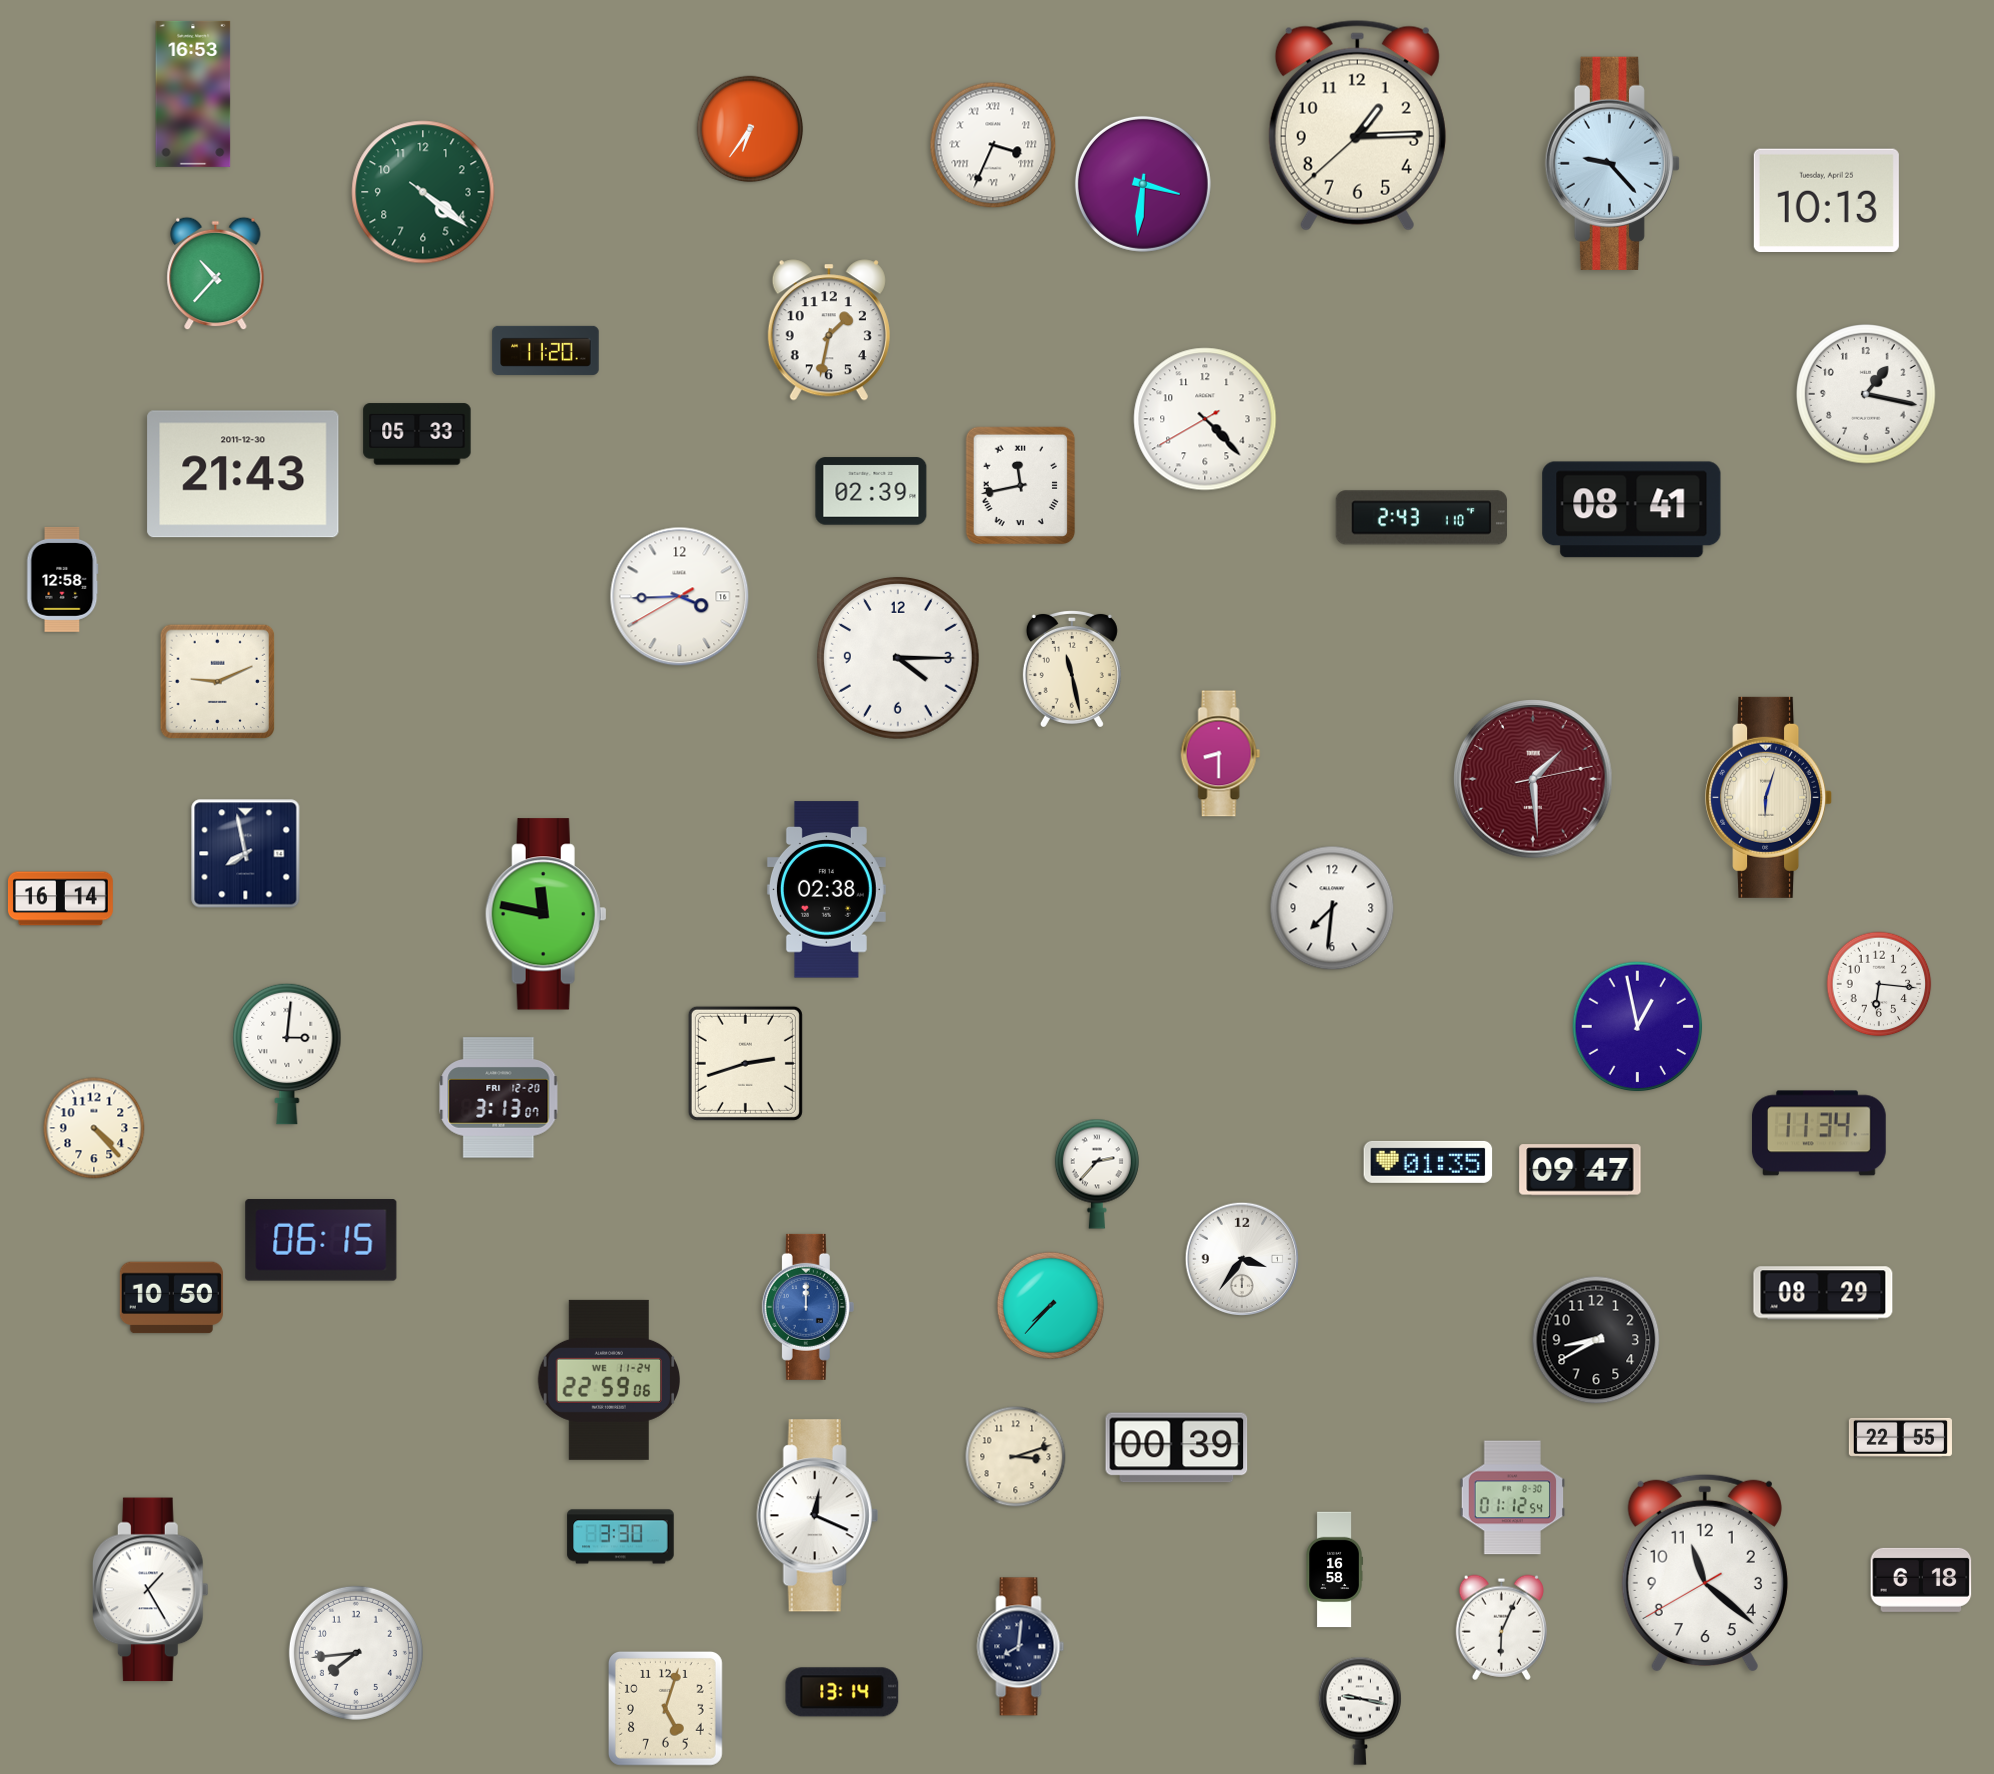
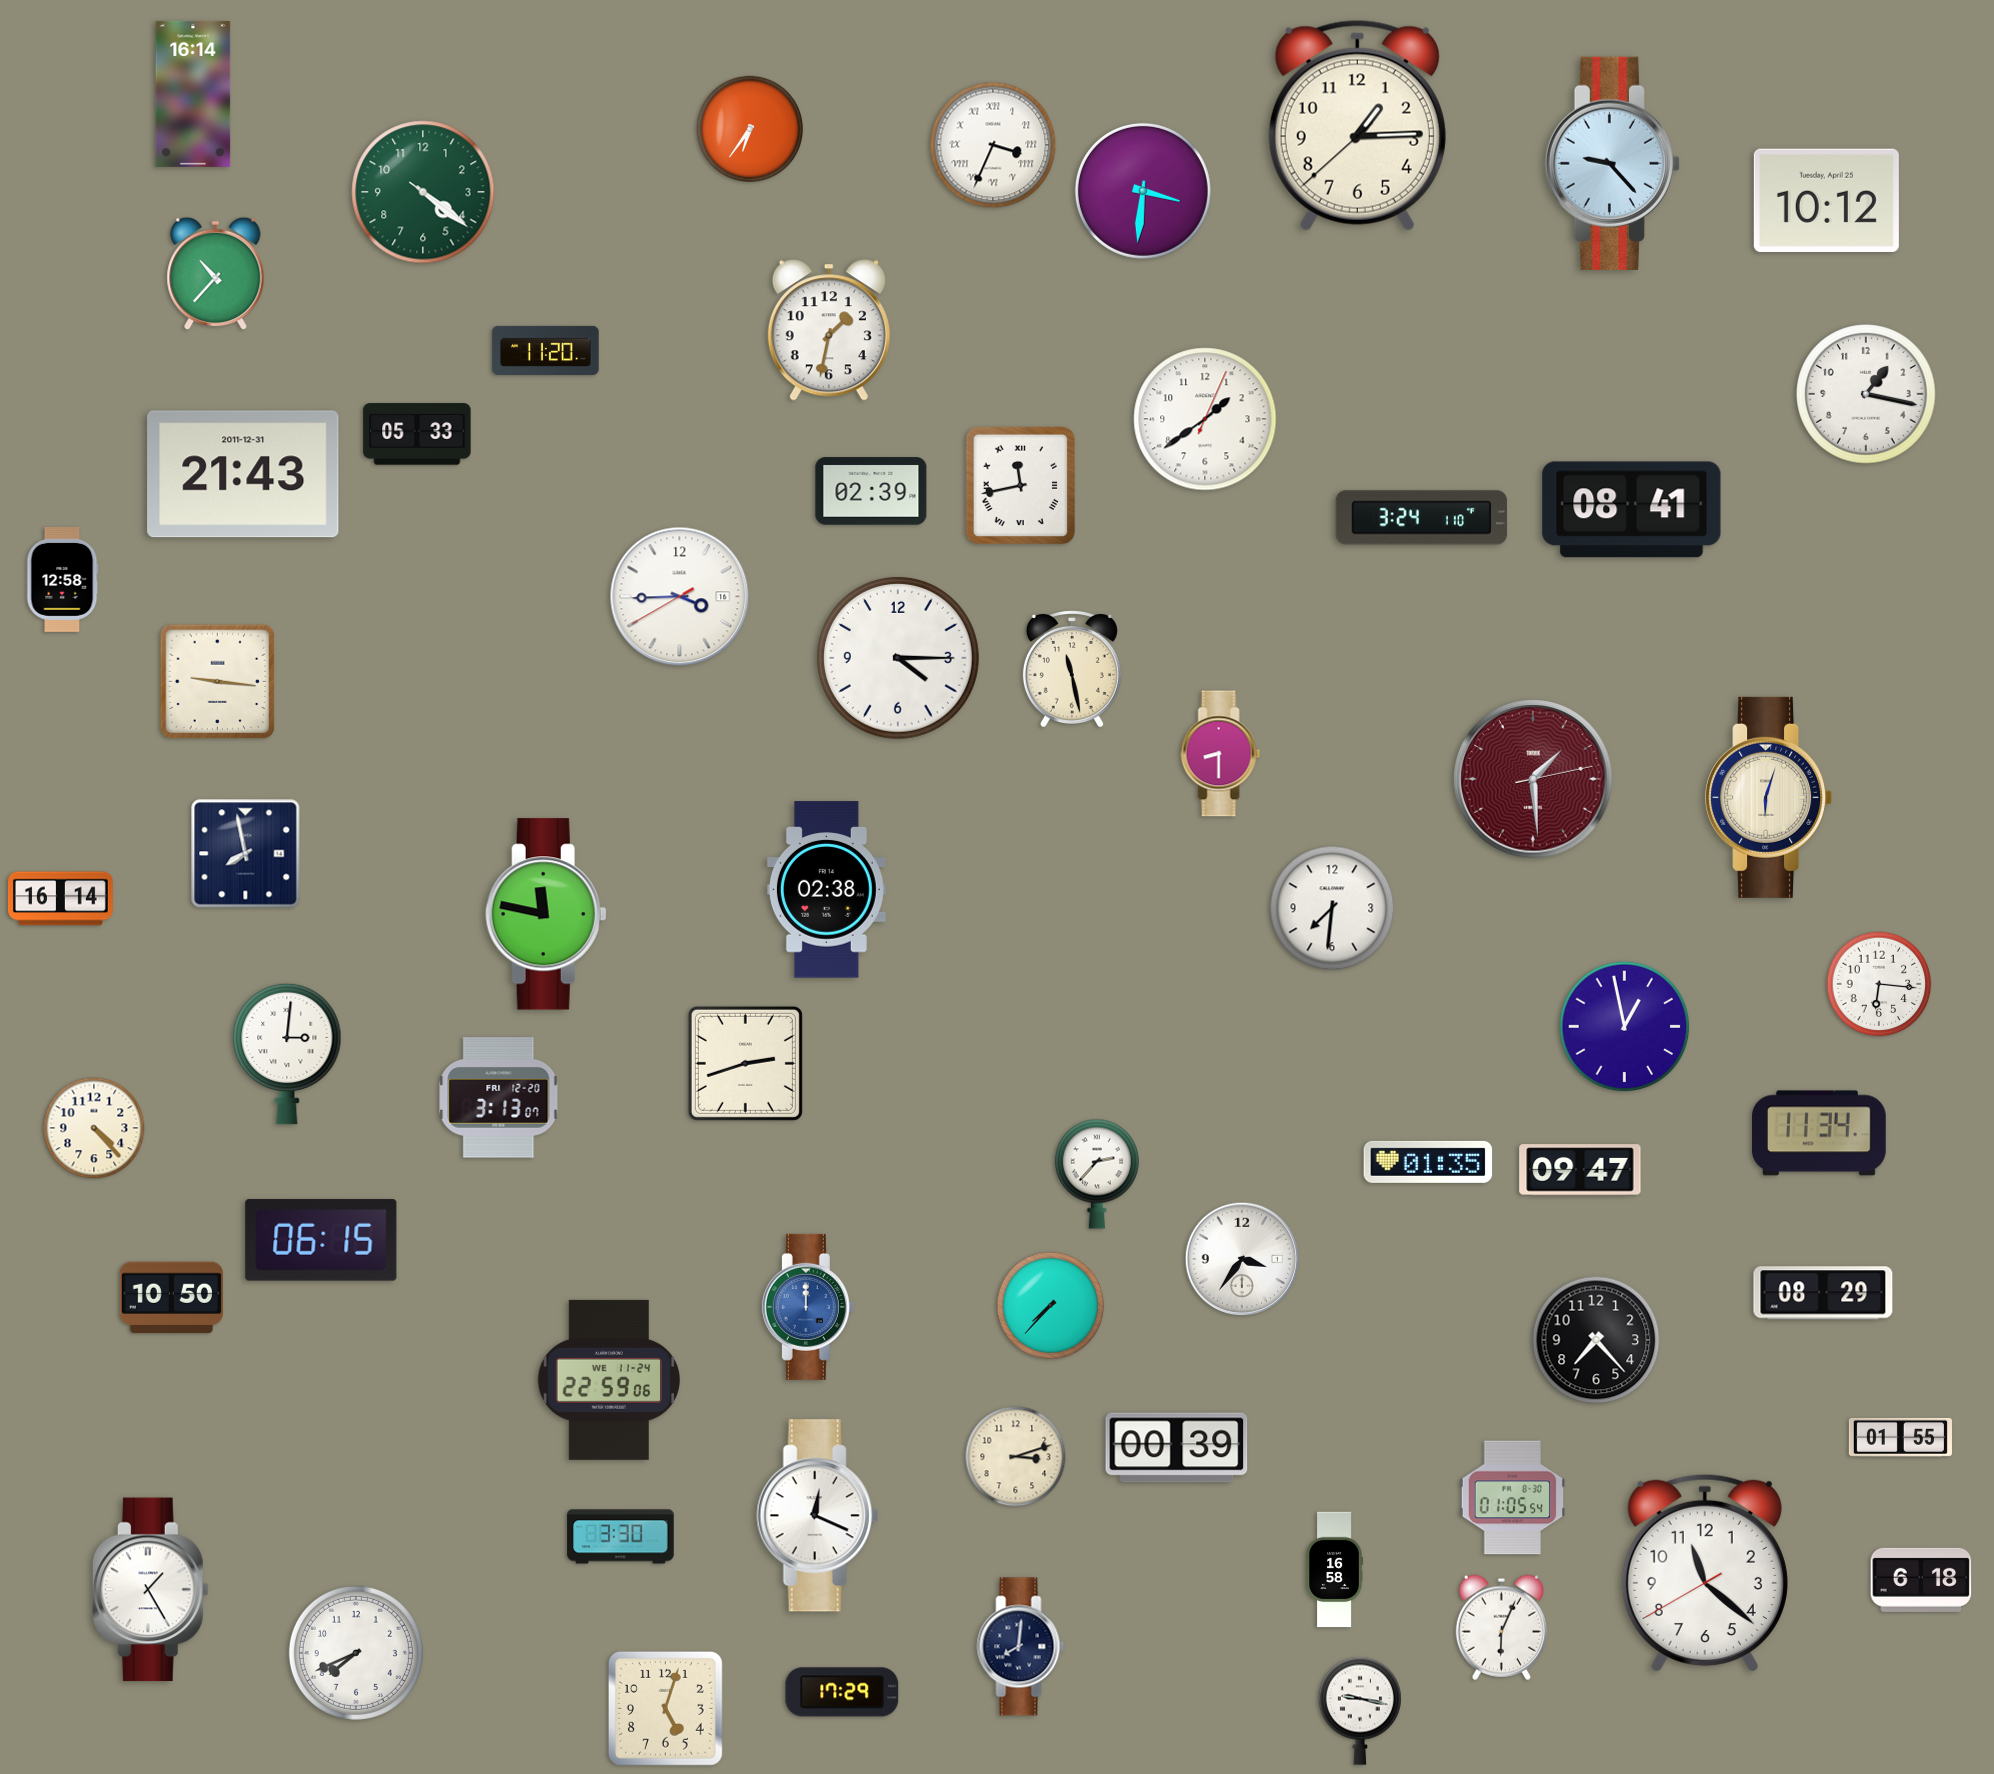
clock at (193, 94): 16:53 -> 16:14
clock at (1143, 184) position: (1143, 184) -> (1143, 191)
clock at (1826, 200): 10:13 -> 10:12
clock at (1205, 419): 4:22 -> 1:39
clock at (243, 474) date: 2011-12-30 -> 2011-12-31
clock at (1421, 518): 2:43 -> 3:24
clock at (218, 682): 9:11 -> 9:16
clock at (1638, 1027) position: (1638, 1027) -> (1625, 1027)
clock at (1596, 1340): 8:40 -> 7:23
clock at (1900, 1437): 22:55 -> 01:55
clock at (1513, 1498): 01:12 -> 01:05
clock at (356, 1653): 7:44 -> 7:41
clock at (842, 1692): 13:14 -> 17:29
